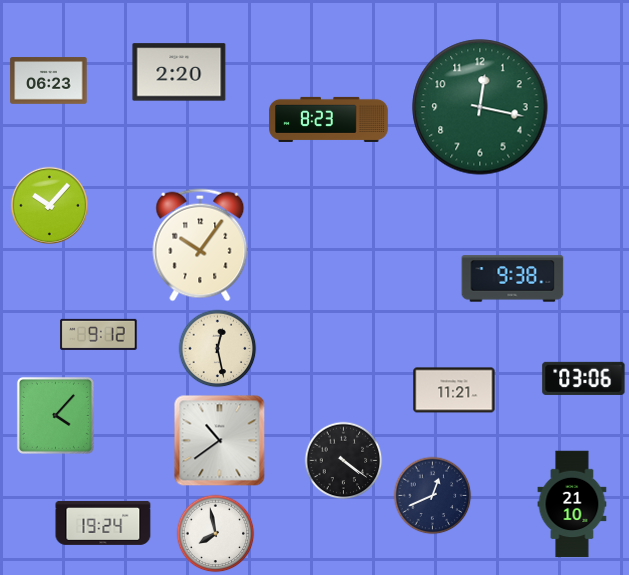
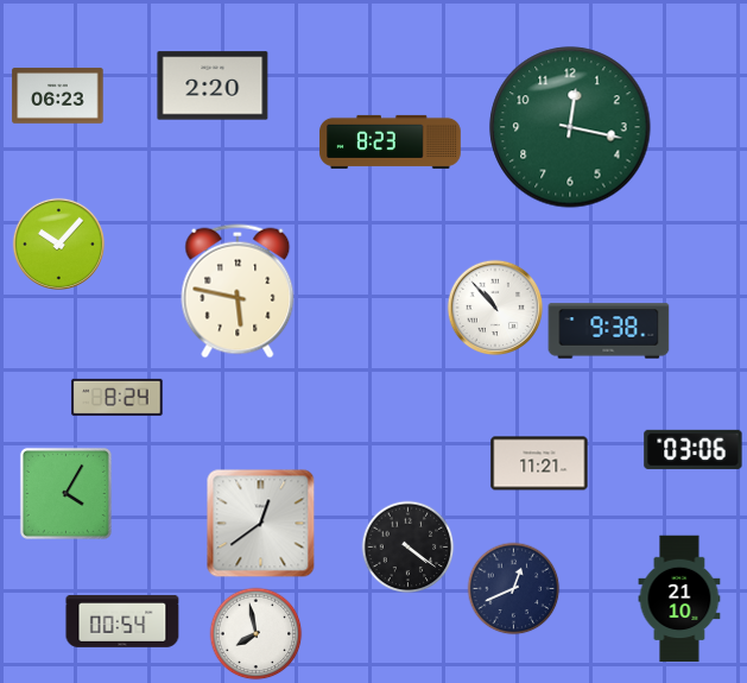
clock at (200, 245): 10:06 -> 5:47
clock at (495, 308): none -> 10:53
clock at (99, 334): 9:12 -> 8:24
clock at (217, 348): 12:28 -> none
clock at (55, 415): 4:07 -> 4:05
clock at (219, 440): 10:39 -> 12:39
clock at (103, 523): 19:24 -> 00:54
